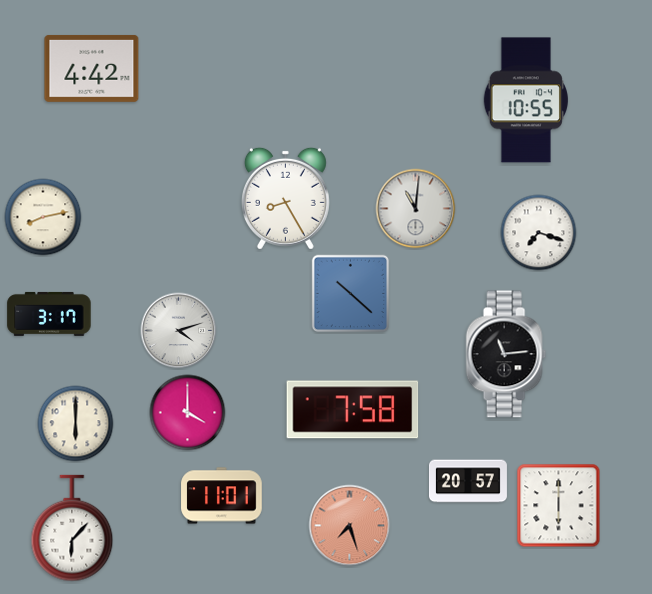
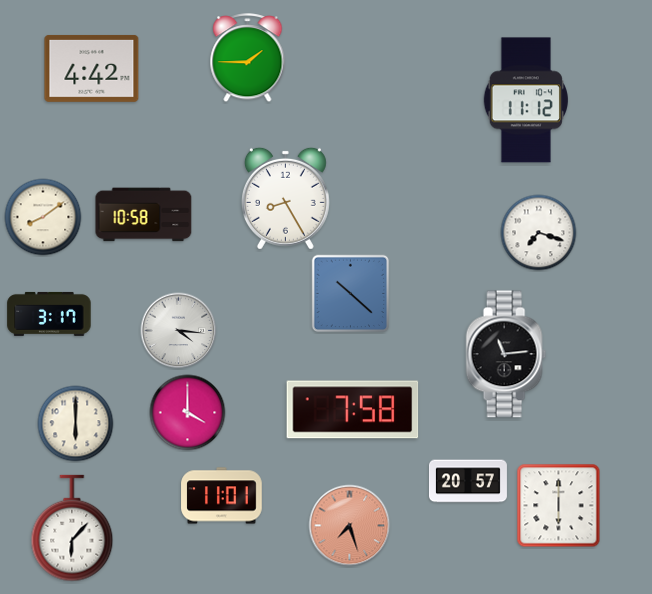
clock at (248, 58): none -> 1:45
clock at (526, 100): 10:55 -> 11:12
clock at (416, 209): 11:01 -> none
clock at (144, 215): none -> 10:58
clock at (43, 217): 8:13 -> 8:09
clock at (179, 331): 4:12 -> 4:16
